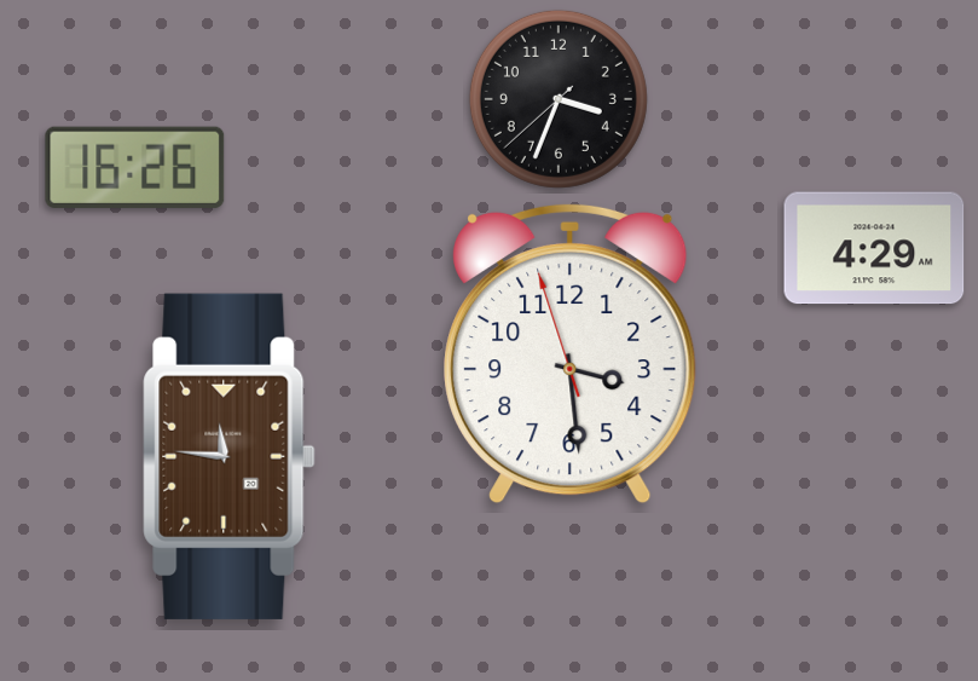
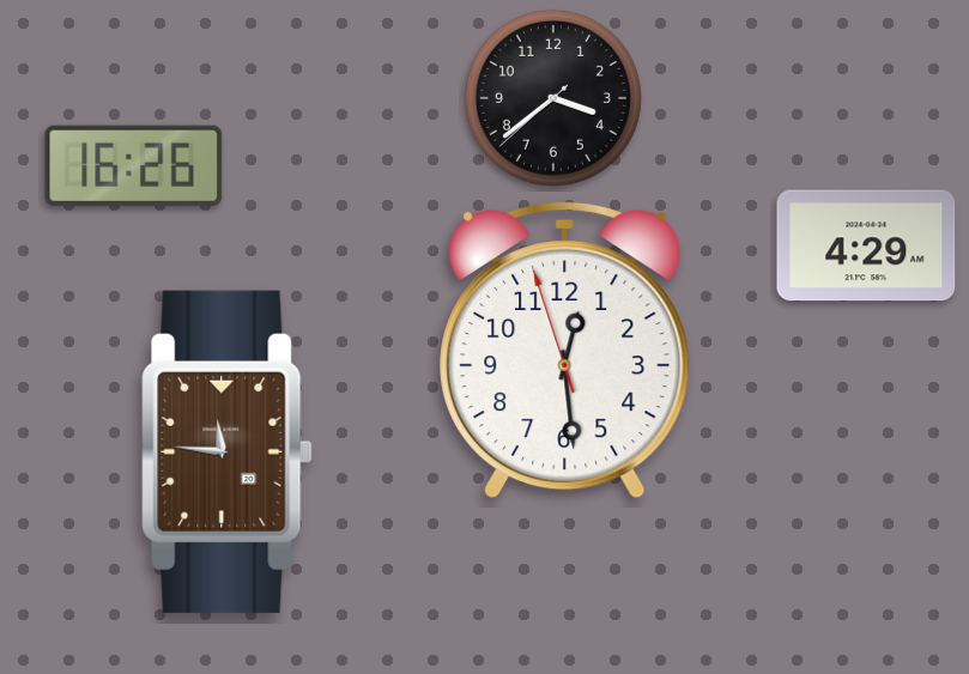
clock at (559, 99): 3:33 -> 3:38
clock at (571, 353): 3:28 -> 12:28
